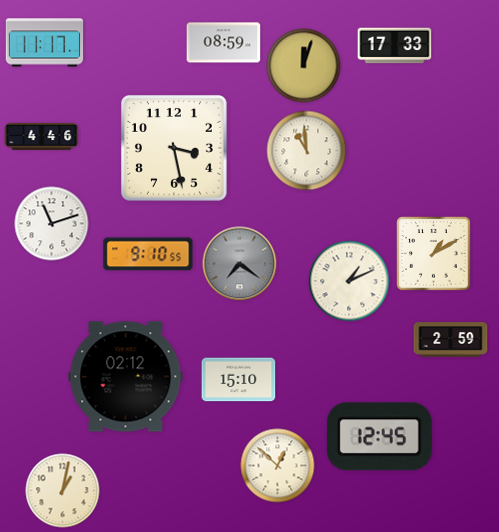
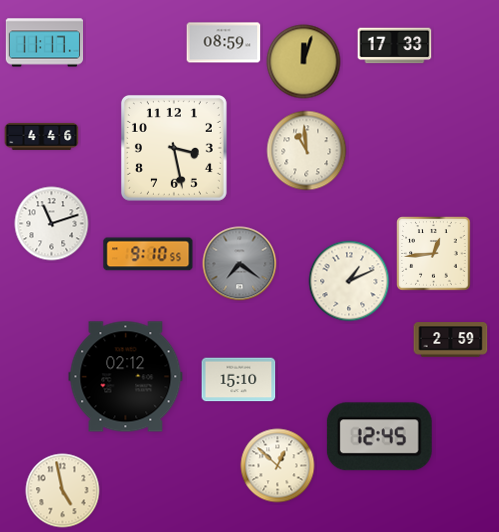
clock at (304, 66) position: (304, 66) -> (304, 62)
clock at (434, 254): 1:10 -> 12:44
clock at (63, 491): 1:02 -> 4:58
